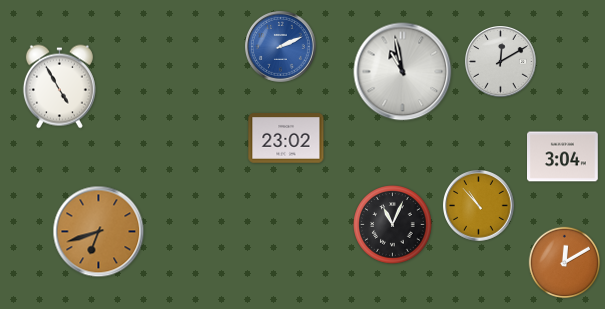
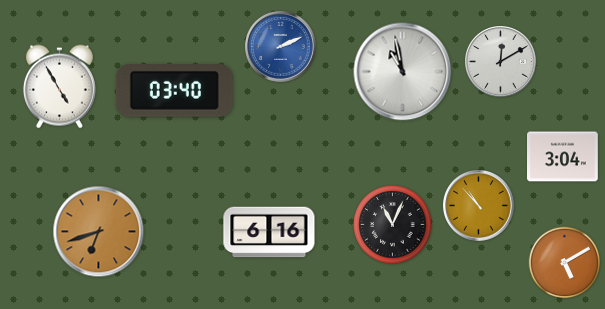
clock at (174, 91): none -> 03:40
clock at (286, 138): 23:02 -> none
clock at (269, 232): none -> 6:16
clock at (565, 263): 12:10 -> 5:10
